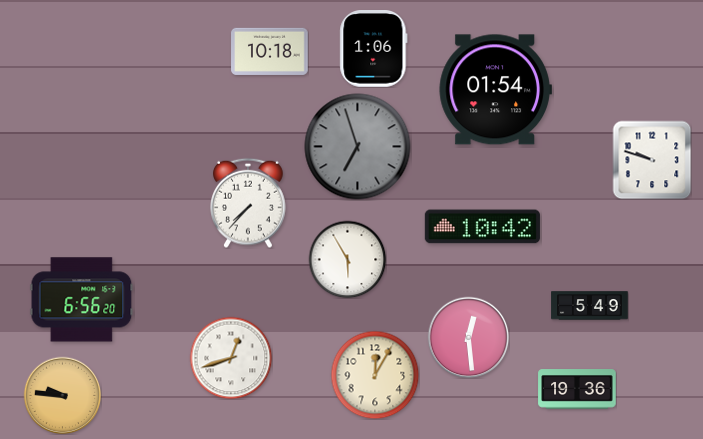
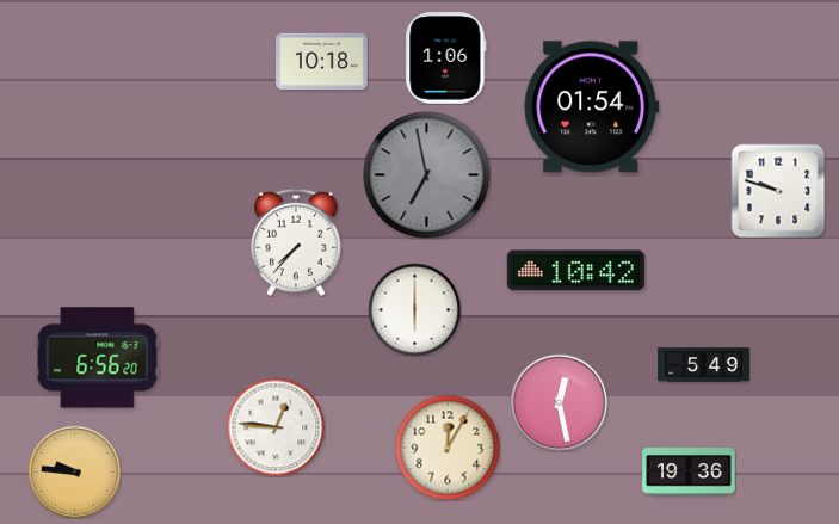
clock at (358, 147): 6:57 -> 6:58
clock at (347, 259): 5:55 -> 6:00
clock at (468, 337): 12:29 -> 12:28
clock at (231, 358): 12:42 -> 12:46
clock at (577, 389) position: (577, 389) -> (689, 471)
